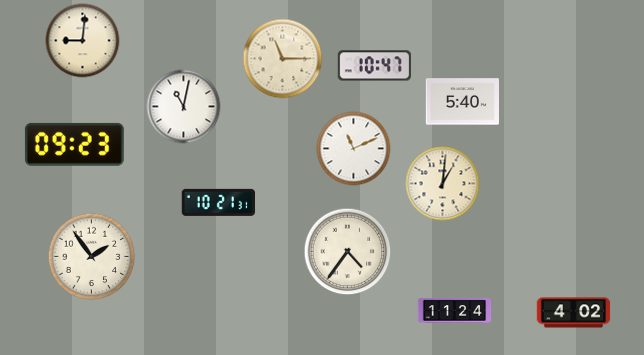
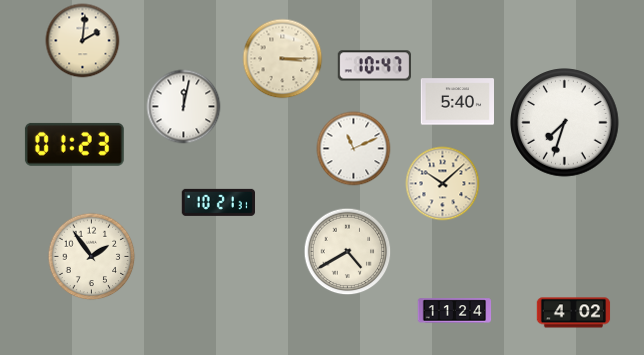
clock at (83, 41): 9:01 -> 2:01
clock at (283, 59): 11:15 -> 3:15
clock at (463, 102) position: (463, 102) -> (458, 102)
clock at (184, 107): 11:02 -> 12:02
clock at (565, 123): none -> 7:33
clock at (74, 144): 09:23 -> 01:23
clock at (443, 184): 1:01 -> 10:08
clock at (348, 252): 4:36 -> 4:40
